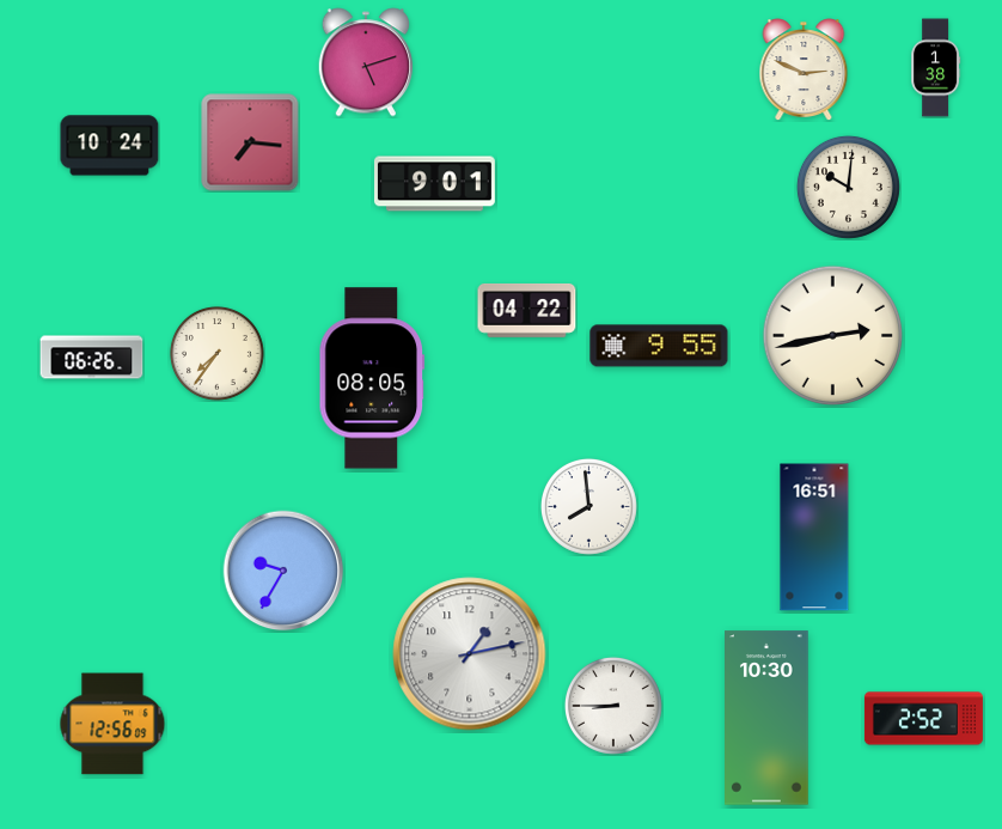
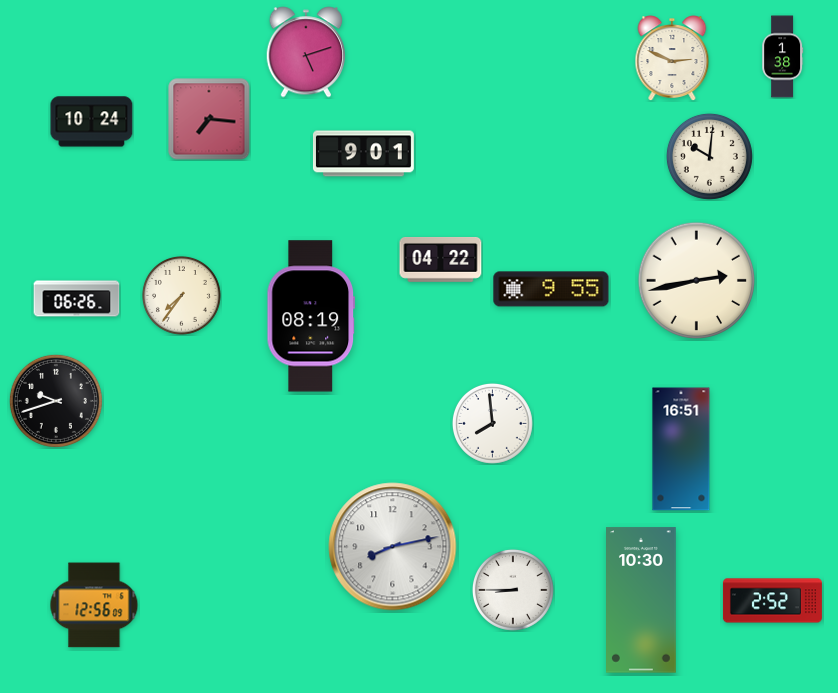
clock at (371, 378): 08:05 -> 08:19
clock at (56, 401): none -> 9:42
clock at (283, 571): 9:35 -> none
clock at (470, 654): 1:13 -> 8:13
